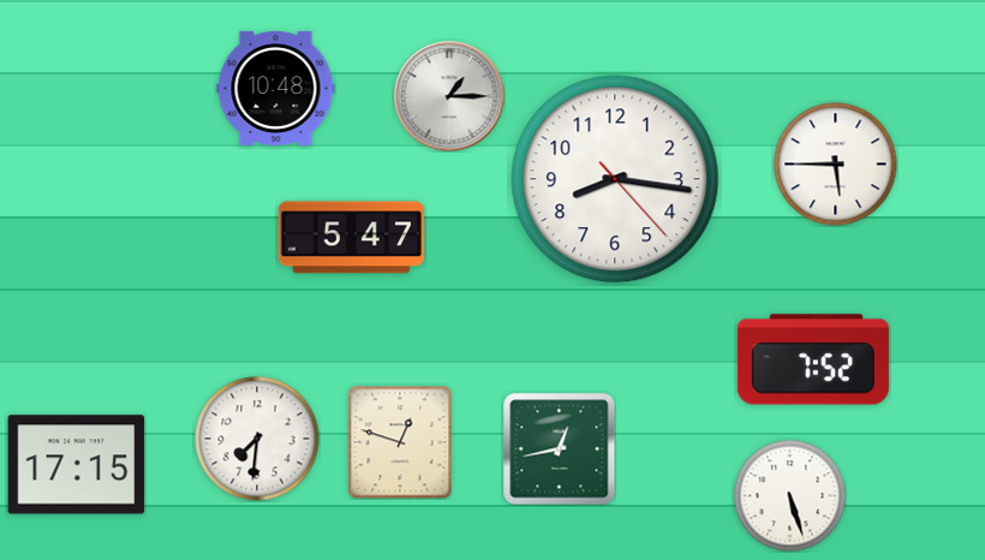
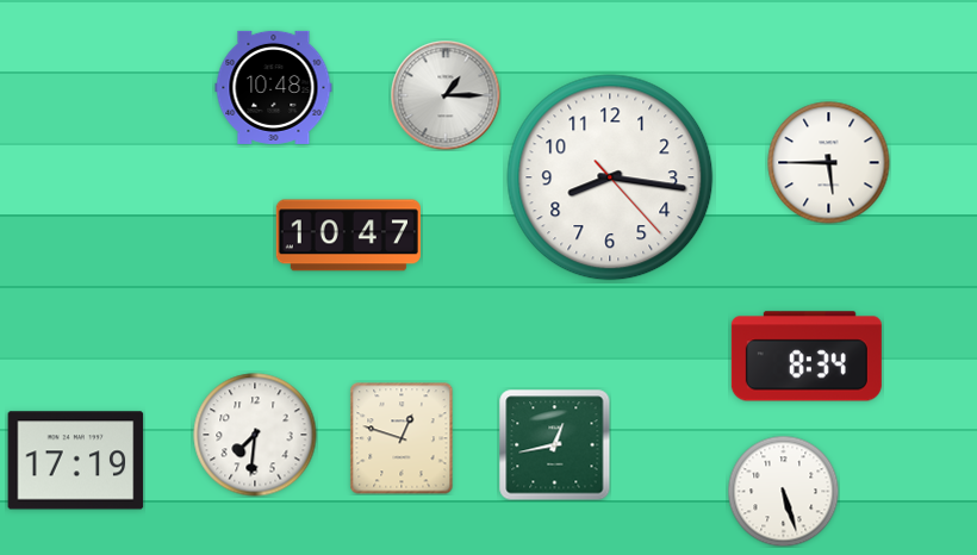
clock at (351, 238): 5:47 -> 10:47
clock at (813, 359): 7:52 -> 8:34
clock at (400, 442) position: (400, 442) -> (402, 438)
clock at (77, 465): 17:15 -> 17:19
